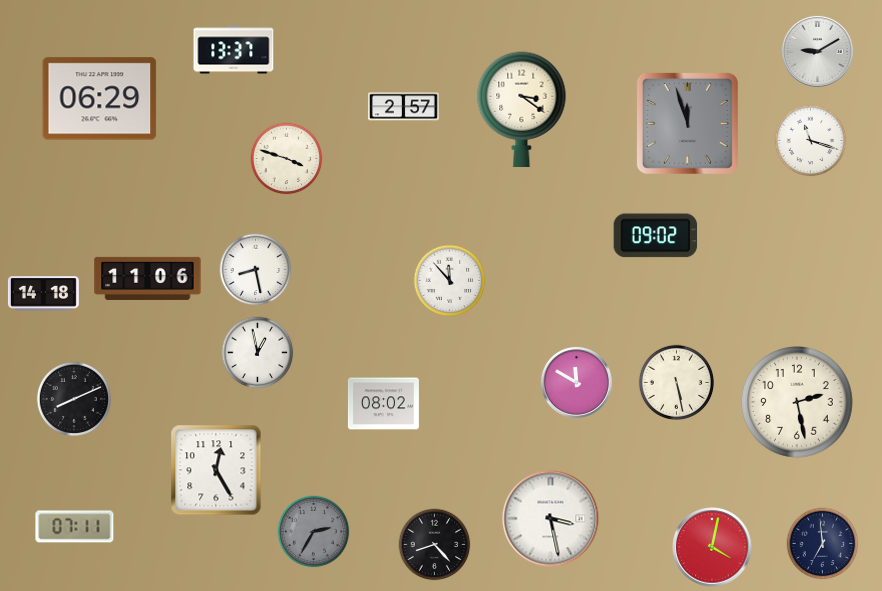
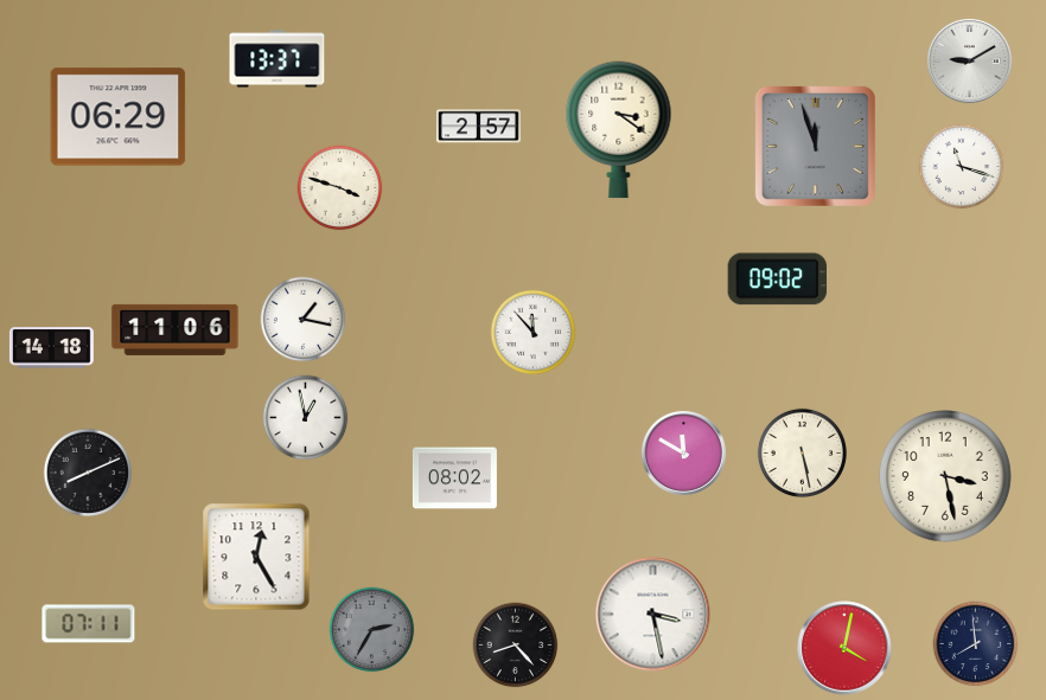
clock at (256, 270): 8:28 -> 1:17
clock at (798, 403): 2:28 -> 3:28
clock at (823, 544): 6:59 -> 7:59
